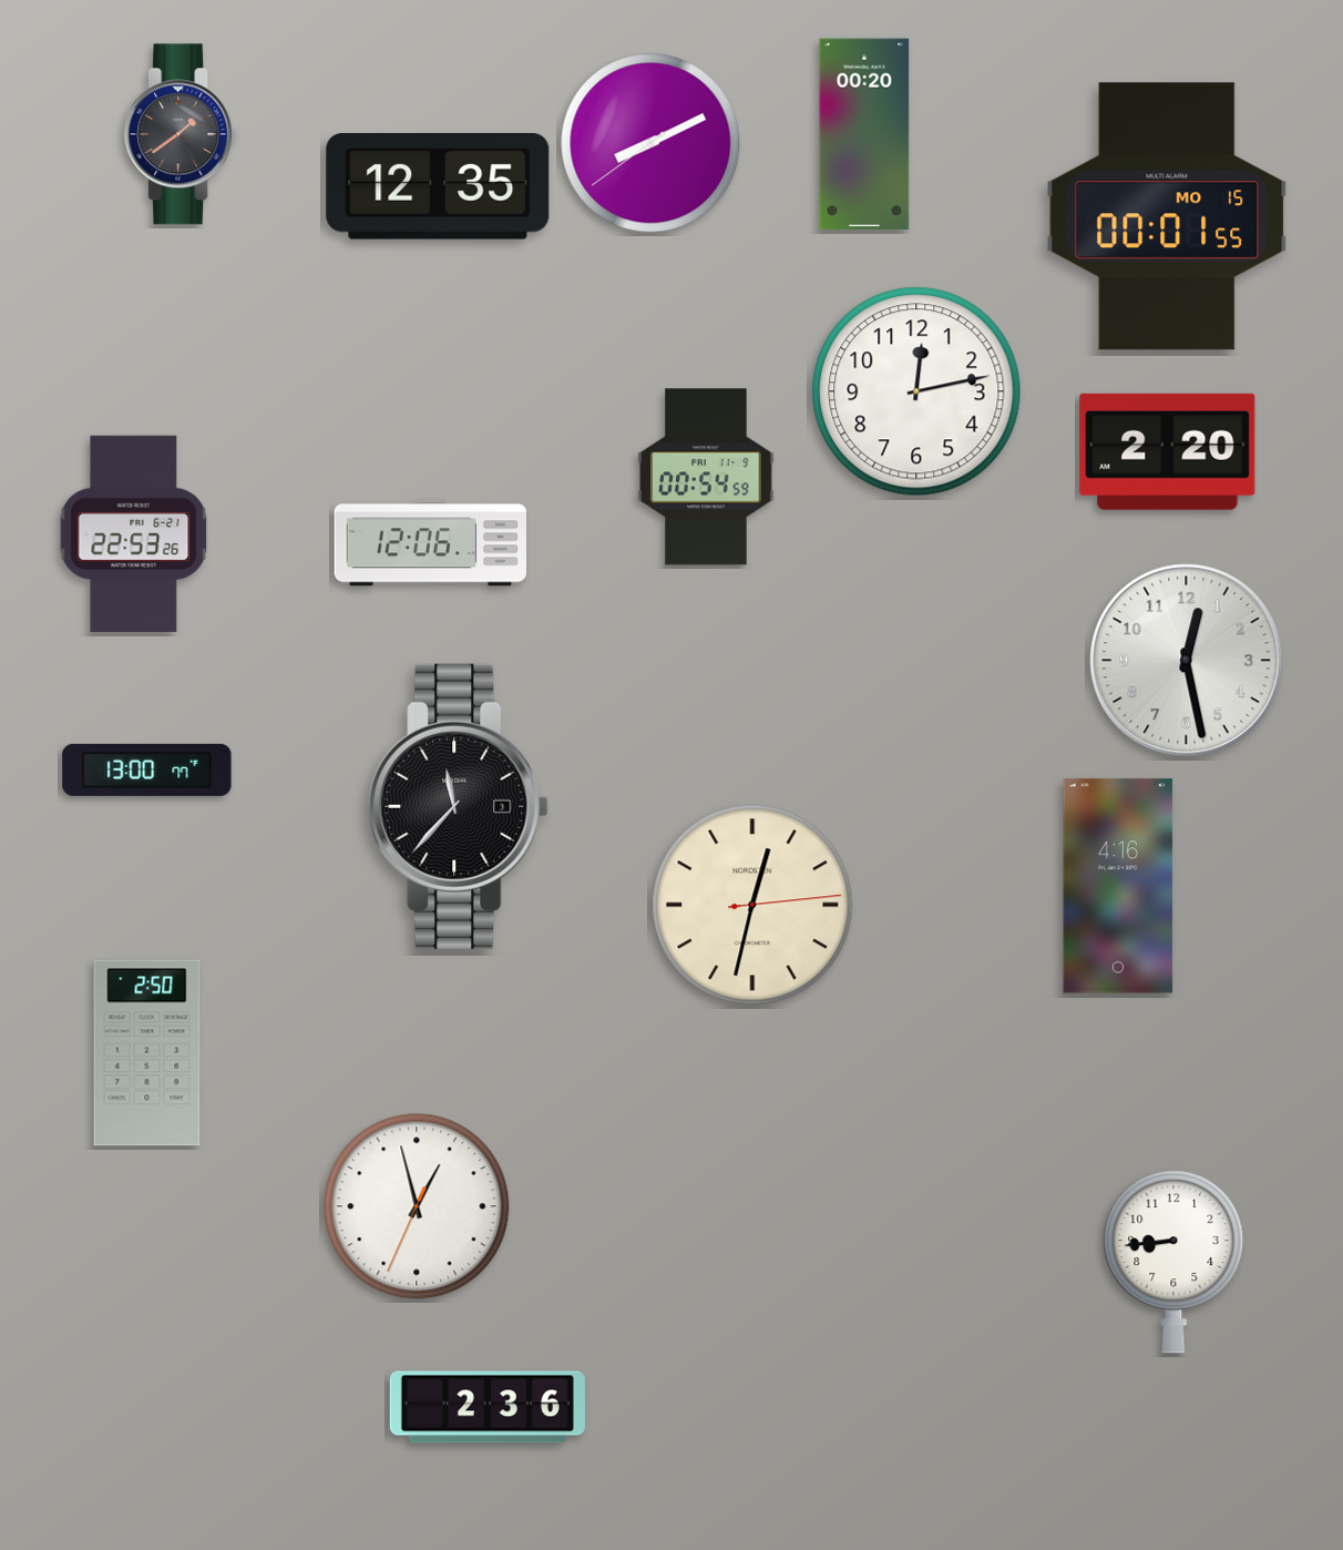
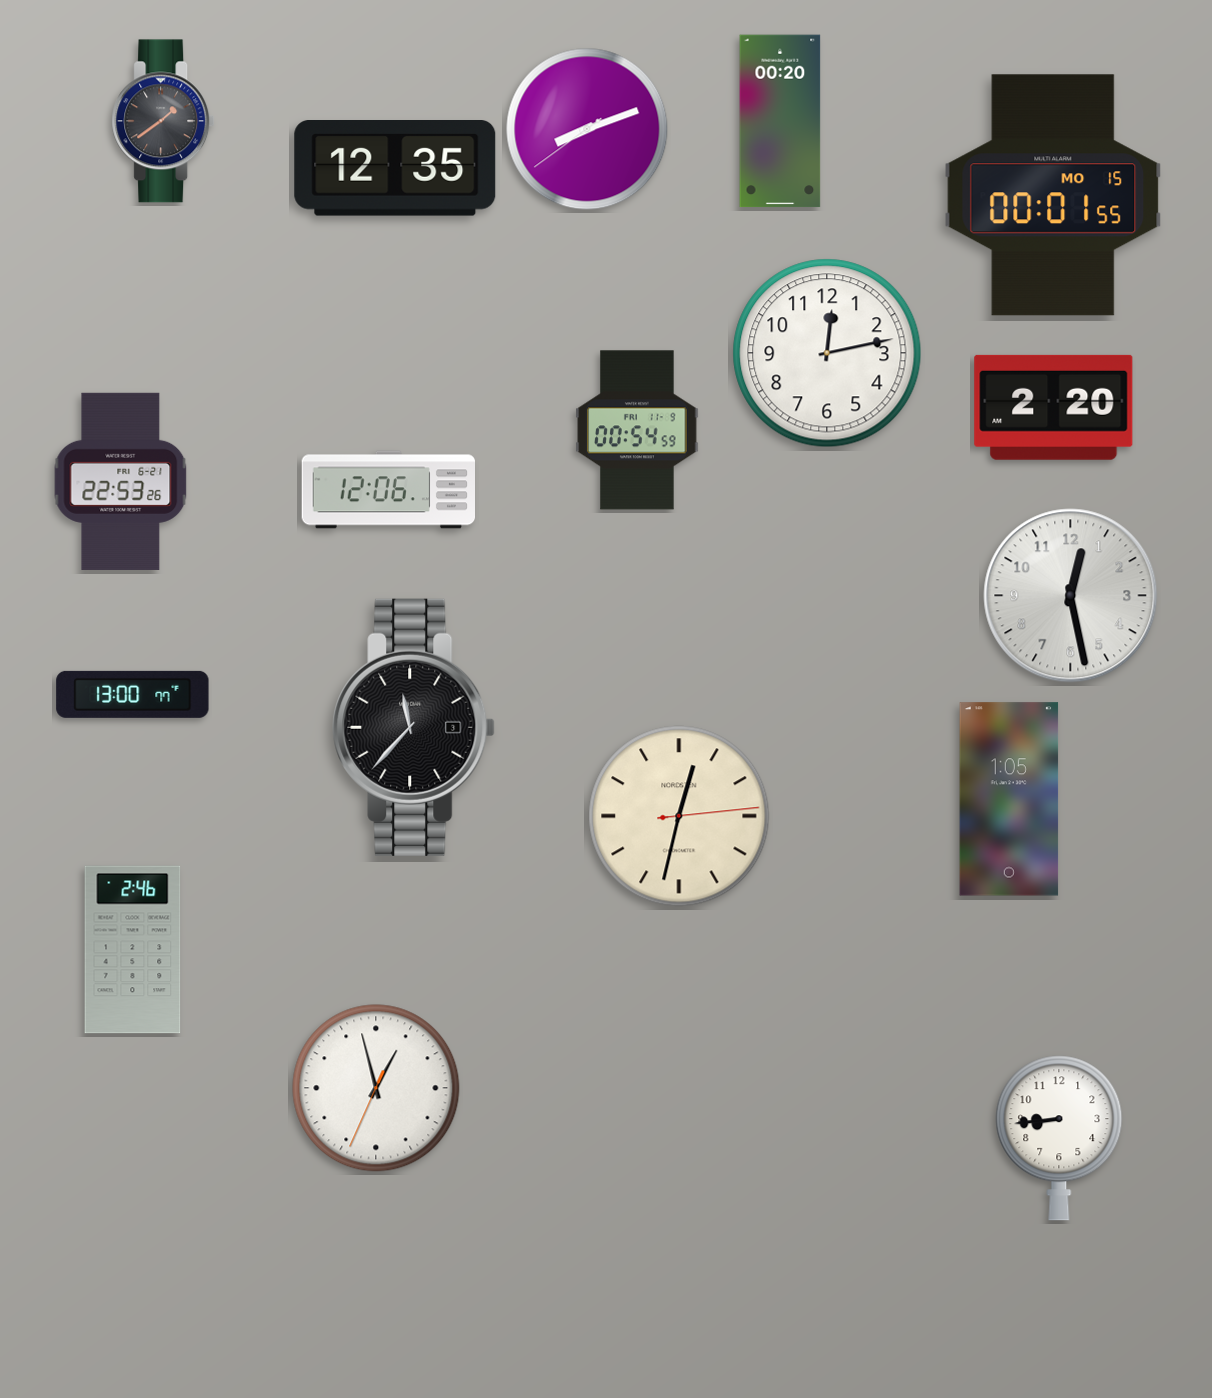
clock at (650, 143): 8:10 -> 8:11
clock at (1118, 886): 4:16 -> 1:05
clock at (147, 1053): 2:50 -> 2:46
clock at (488, 1407): 2:36 -> none
